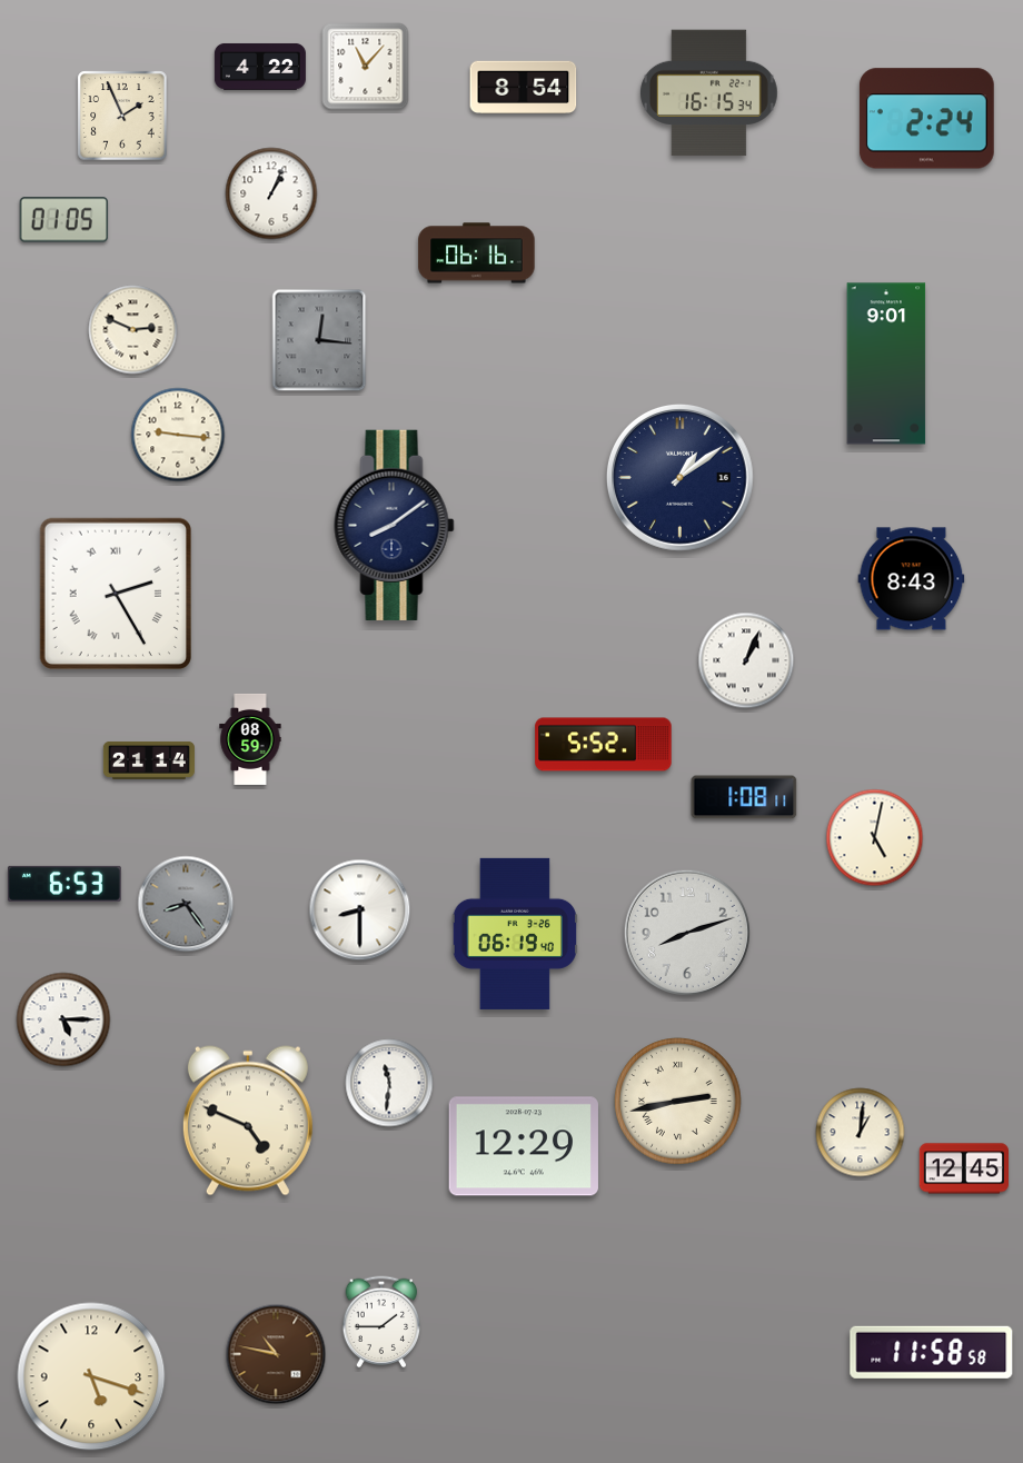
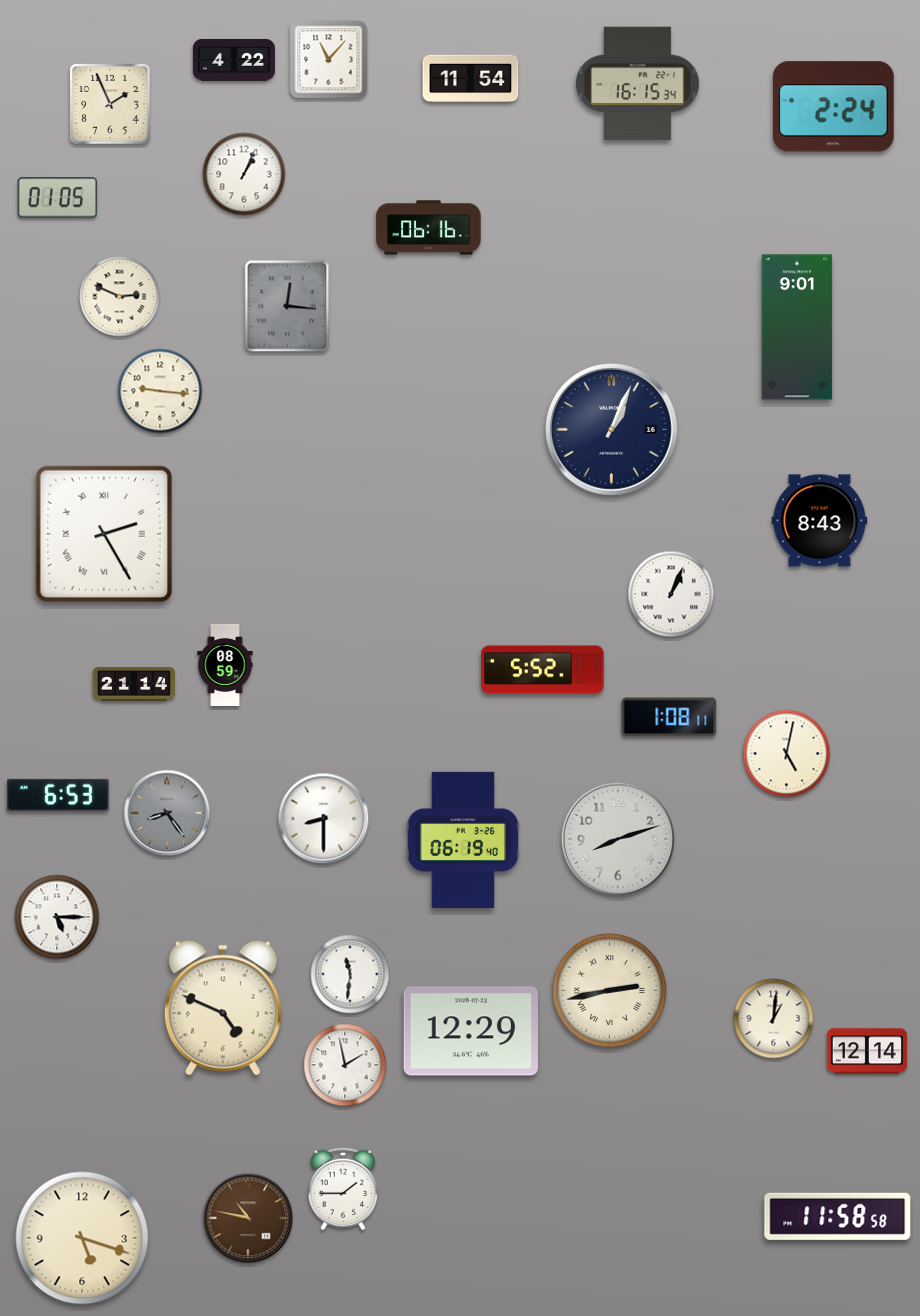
clock at (524, 88): 8:54 -> 11:54
clock at (681, 478): 1:09 -> 1:04
clock at (395, 525): 8:09 -> none
clock at (964, 1168): 12:45 -> 12:14
clock at (345, 1065): none -> 1:58
